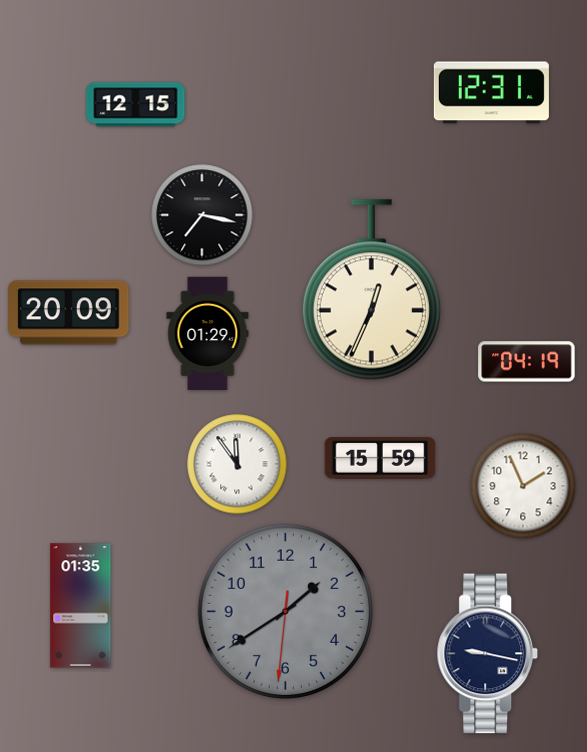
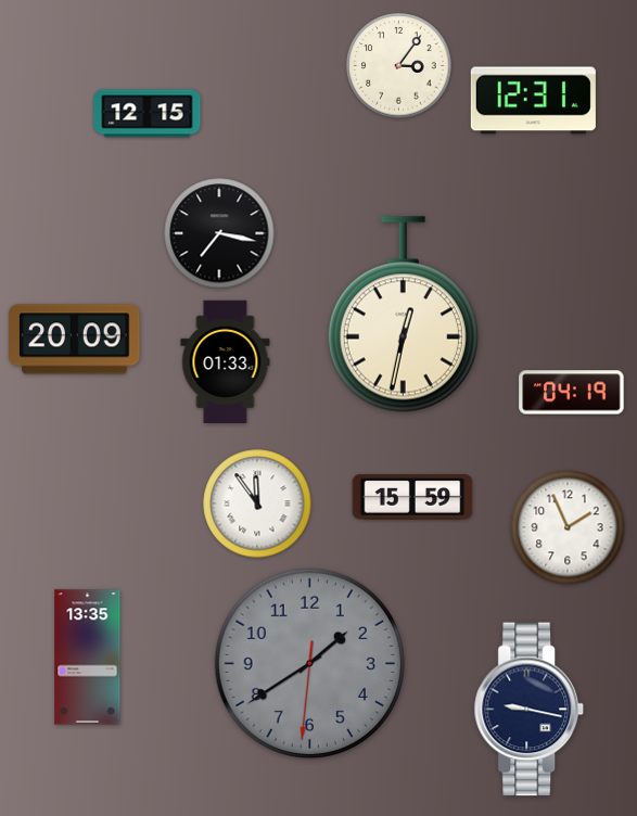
clock at (399, 66): none -> 3:06
clock at (371, 290): 12:34 -> 12:32
clock at (208, 333): 01:29 -> 01:33
clock at (81, 606): 01:35 -> 13:35
